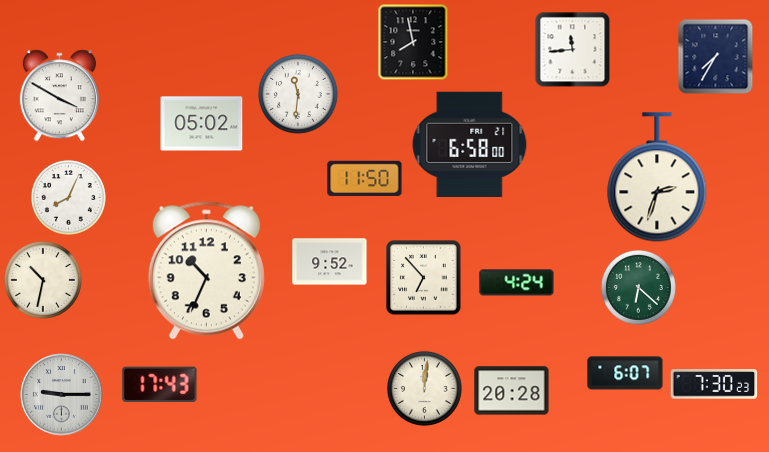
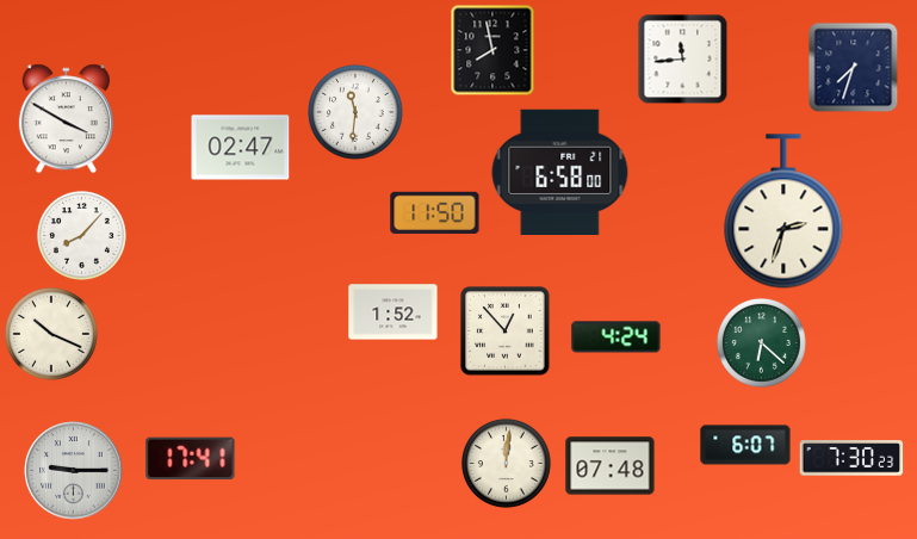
clock at (716, 57): 7:35 -> 7:33
clock at (59, 96) position: (59, 96) -> (66, 119)
clock at (202, 124): 05:02 -> 02:47
clock at (68, 197): 8:04 -> 8:07
clock at (330, 262): 9:52 -> 1:52
clock at (206, 271): 10:34 -> none
clock at (424, 278): 6:53 -> 12:53
clock at (43, 280): 10:32 -> 10:19
clock at (160, 385): 17:43 -> 17:41
clock at (512, 391): 20:28 -> 07:48
